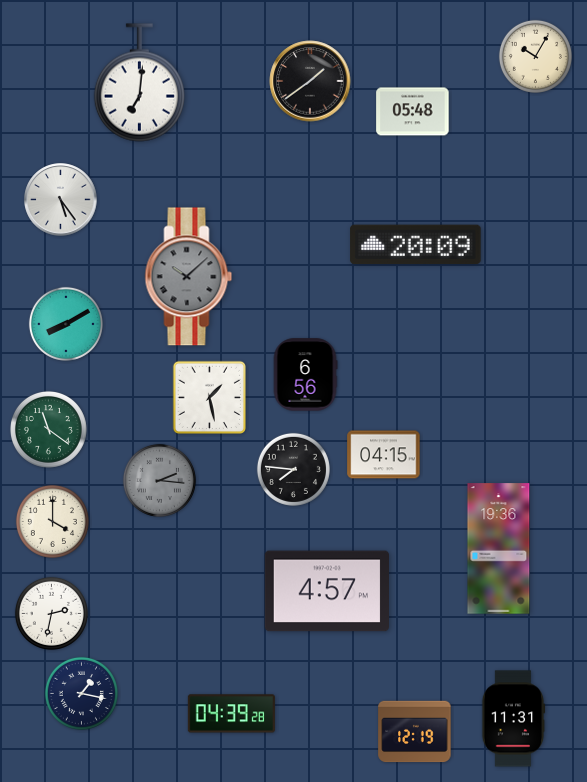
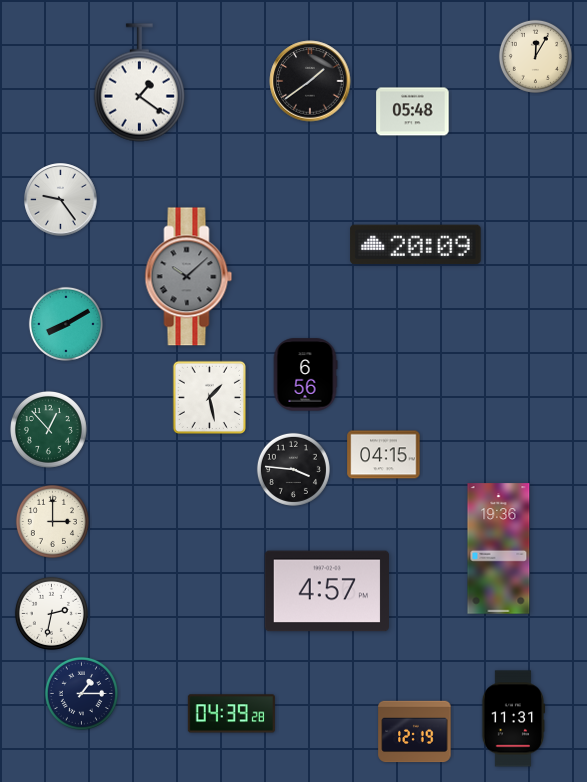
clock at (535, 56): 10:05 -> 12:05
clock at (139, 83): 7:01 -> 1:21
clock at (61, 200): 5:24 -> 9:24
clock at (48, 429): 11:21 -> 12:53
clock at (293, 469): 7:46 -> 3:46
clock at (159, 480): 2:16 -> none
clock at (52, 521): 4:00 -> 3:00
clock at (81, 693): 1:17 -> 1:15
